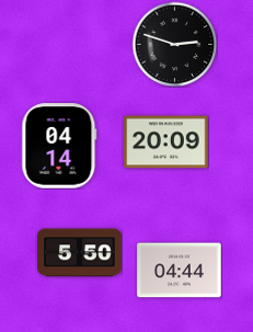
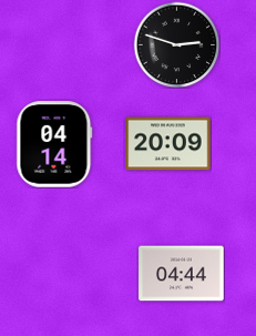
clock at (59, 146) position: (59, 146) -> (54, 144)
clock at (80, 253): 5:50 -> none
